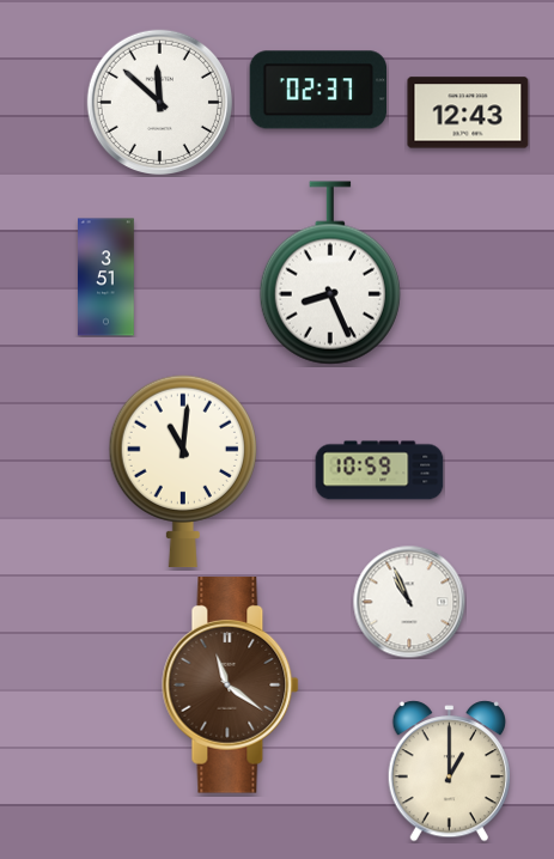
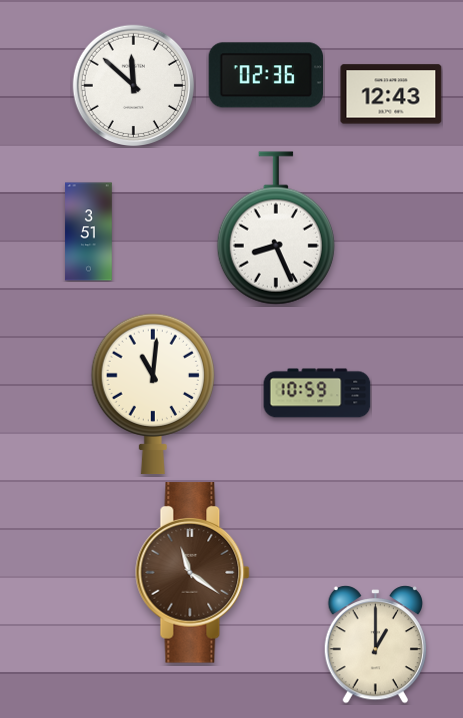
clock at (317, 90): 02:37 -> 02:36
clock at (409, 602): 10:56 -> none
